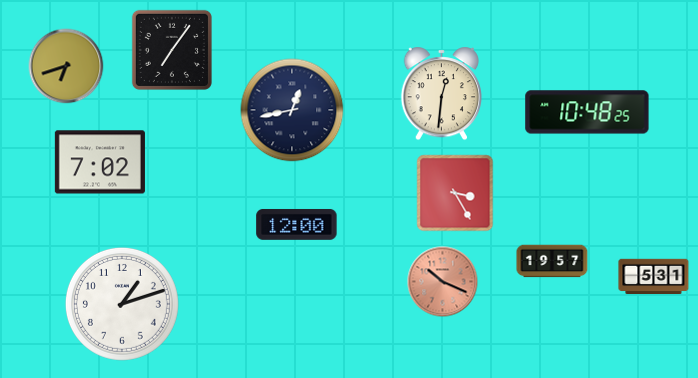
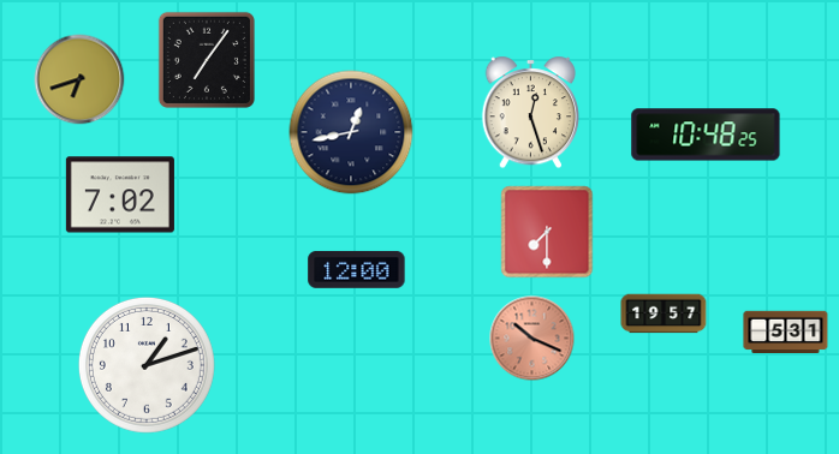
clock at (442, 94): 12:31 -> 12:27
clock at (455, 193): 3:25 -> 7:30
